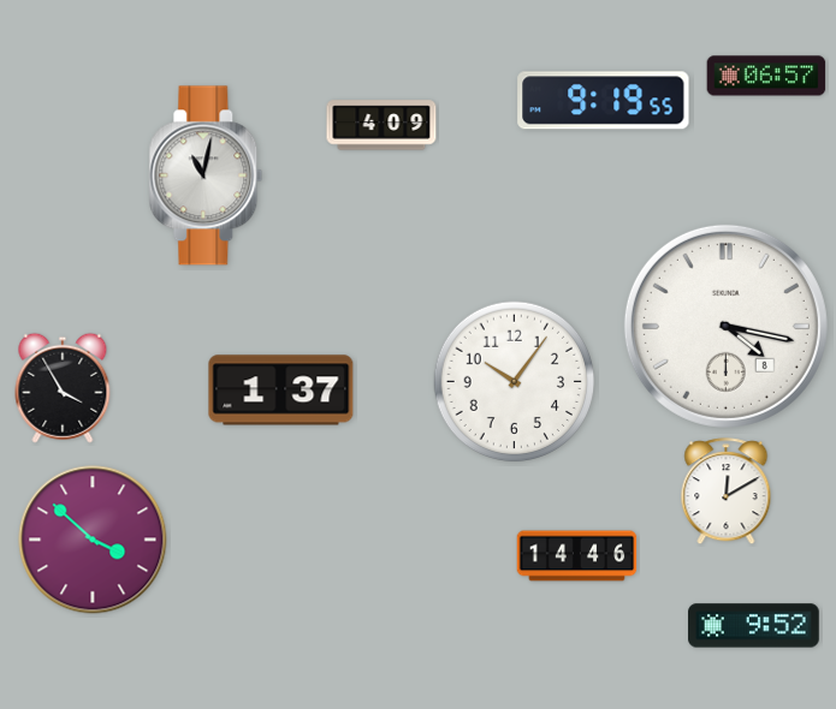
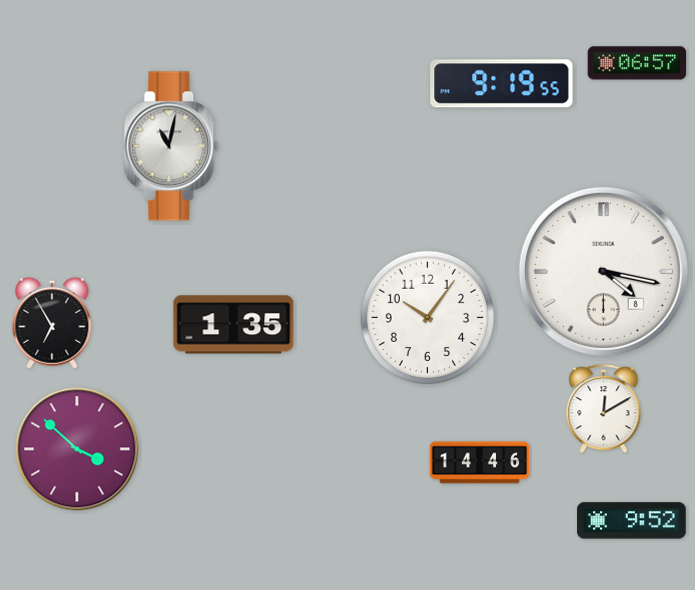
clock at (381, 125): 4:09 -> none
clock at (63, 388): 3:55 -> 6:55
clock at (281, 391): 1:37 -> 1:35
clock at (754, 626) position: (754, 626) -> (632, 521)
